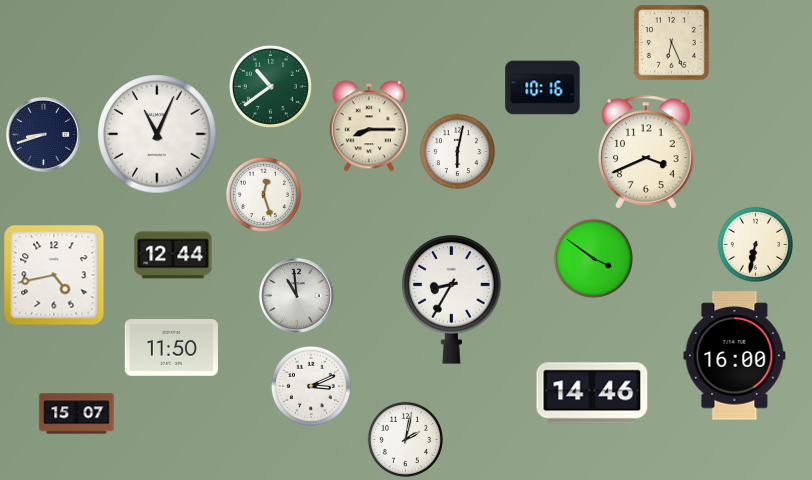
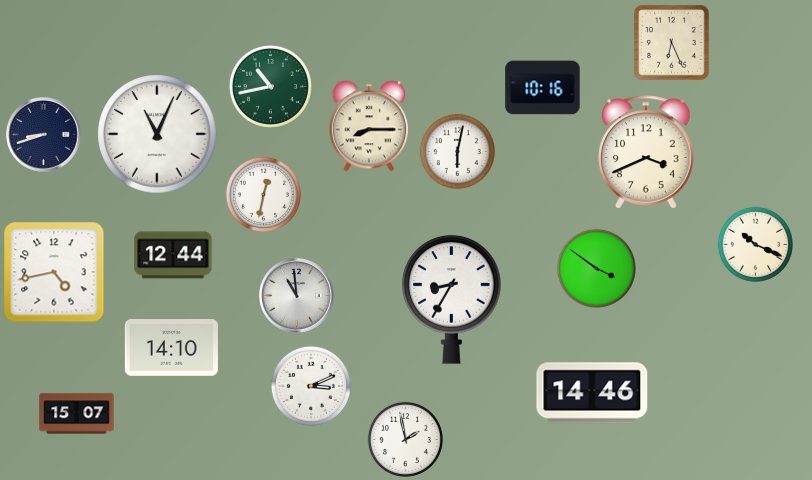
clock at (270, 86): 10:39 -> 10:43
clock at (263, 194): 12:27 -> 12:32
clock at (755, 244): 6:32 -> 10:19
clock at (593, 258) position: (593, 258) -> (596, 268)
clock at (54, 275) position: (54, 275) -> (54, 272)
clock at (171, 348): 11:50 -> 14:10
clock at (735, 356): 16:00 -> none
clock at (405, 439): 2:02 -> 1:58
